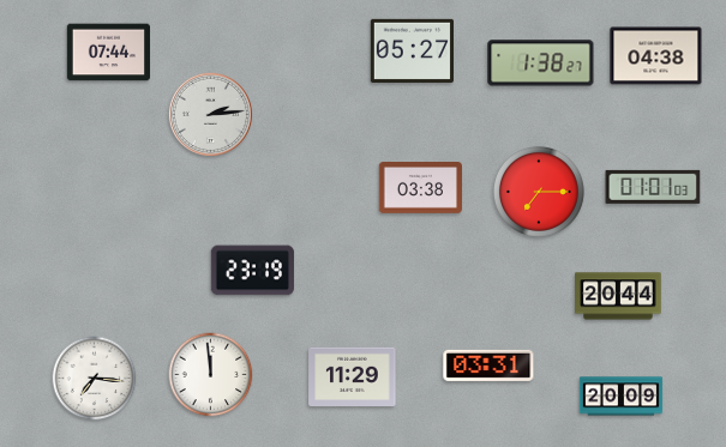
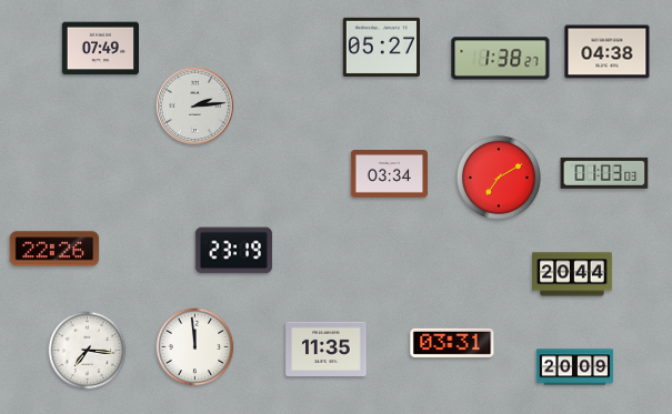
clock at (108, 53): 07:44 -> 07:49
clock at (653, 187): 01:01 -> 01:03
clock at (420, 188): 03:38 -> 03:34
clock at (539, 192): 7:15 -> 7:10
clock at (54, 249): none -> 22:26
clock at (488, 366) position: (488, 366) -> (452, 343)
clock at (353, 377): 11:29 -> 11:35
